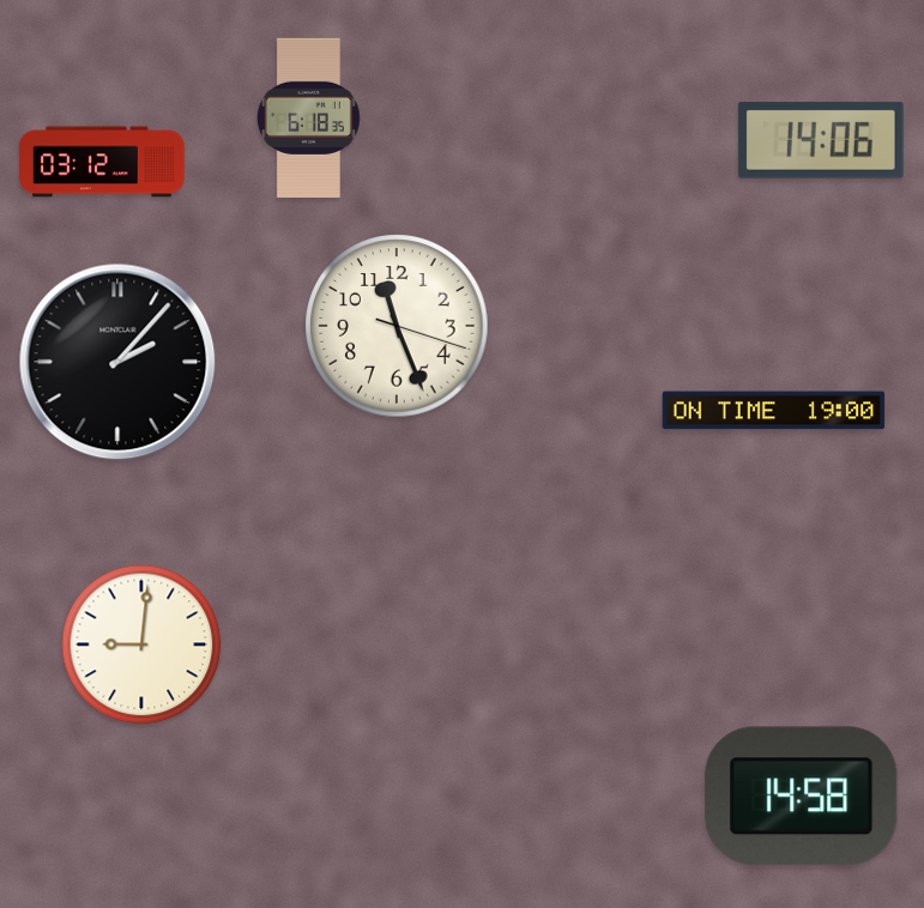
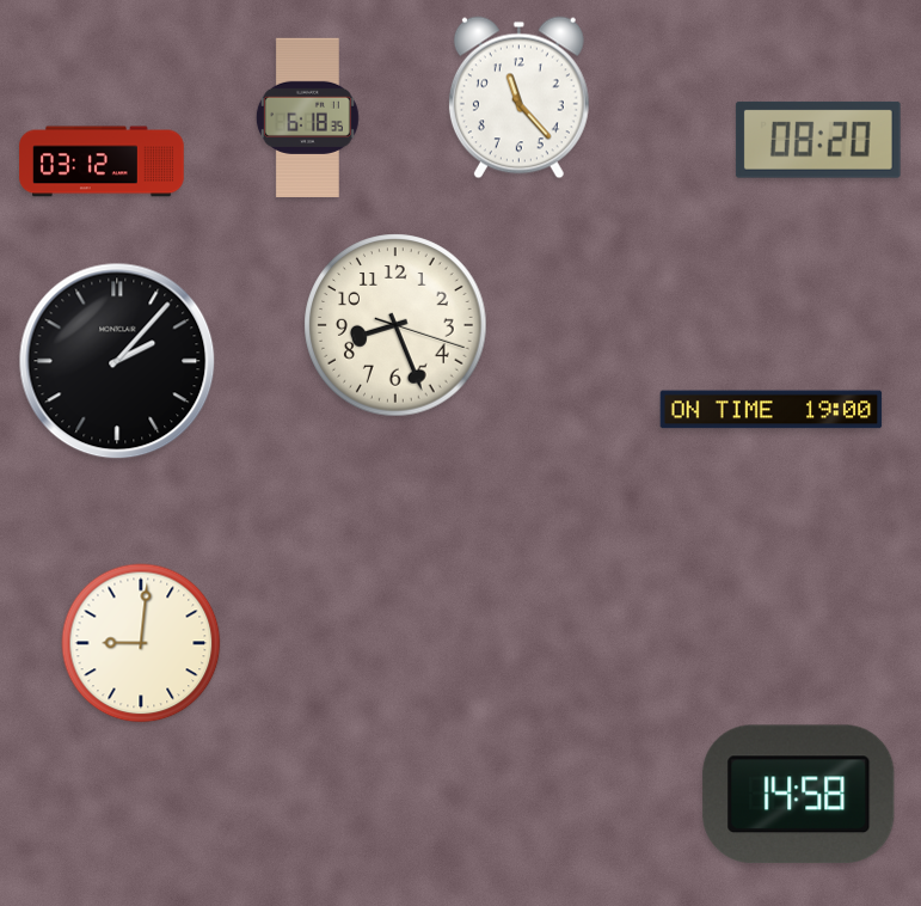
clock at (518, 98): none -> 11:23
clock at (821, 140): 14:06 -> 08:20
clock at (397, 326): 11:26 -> 8:26
